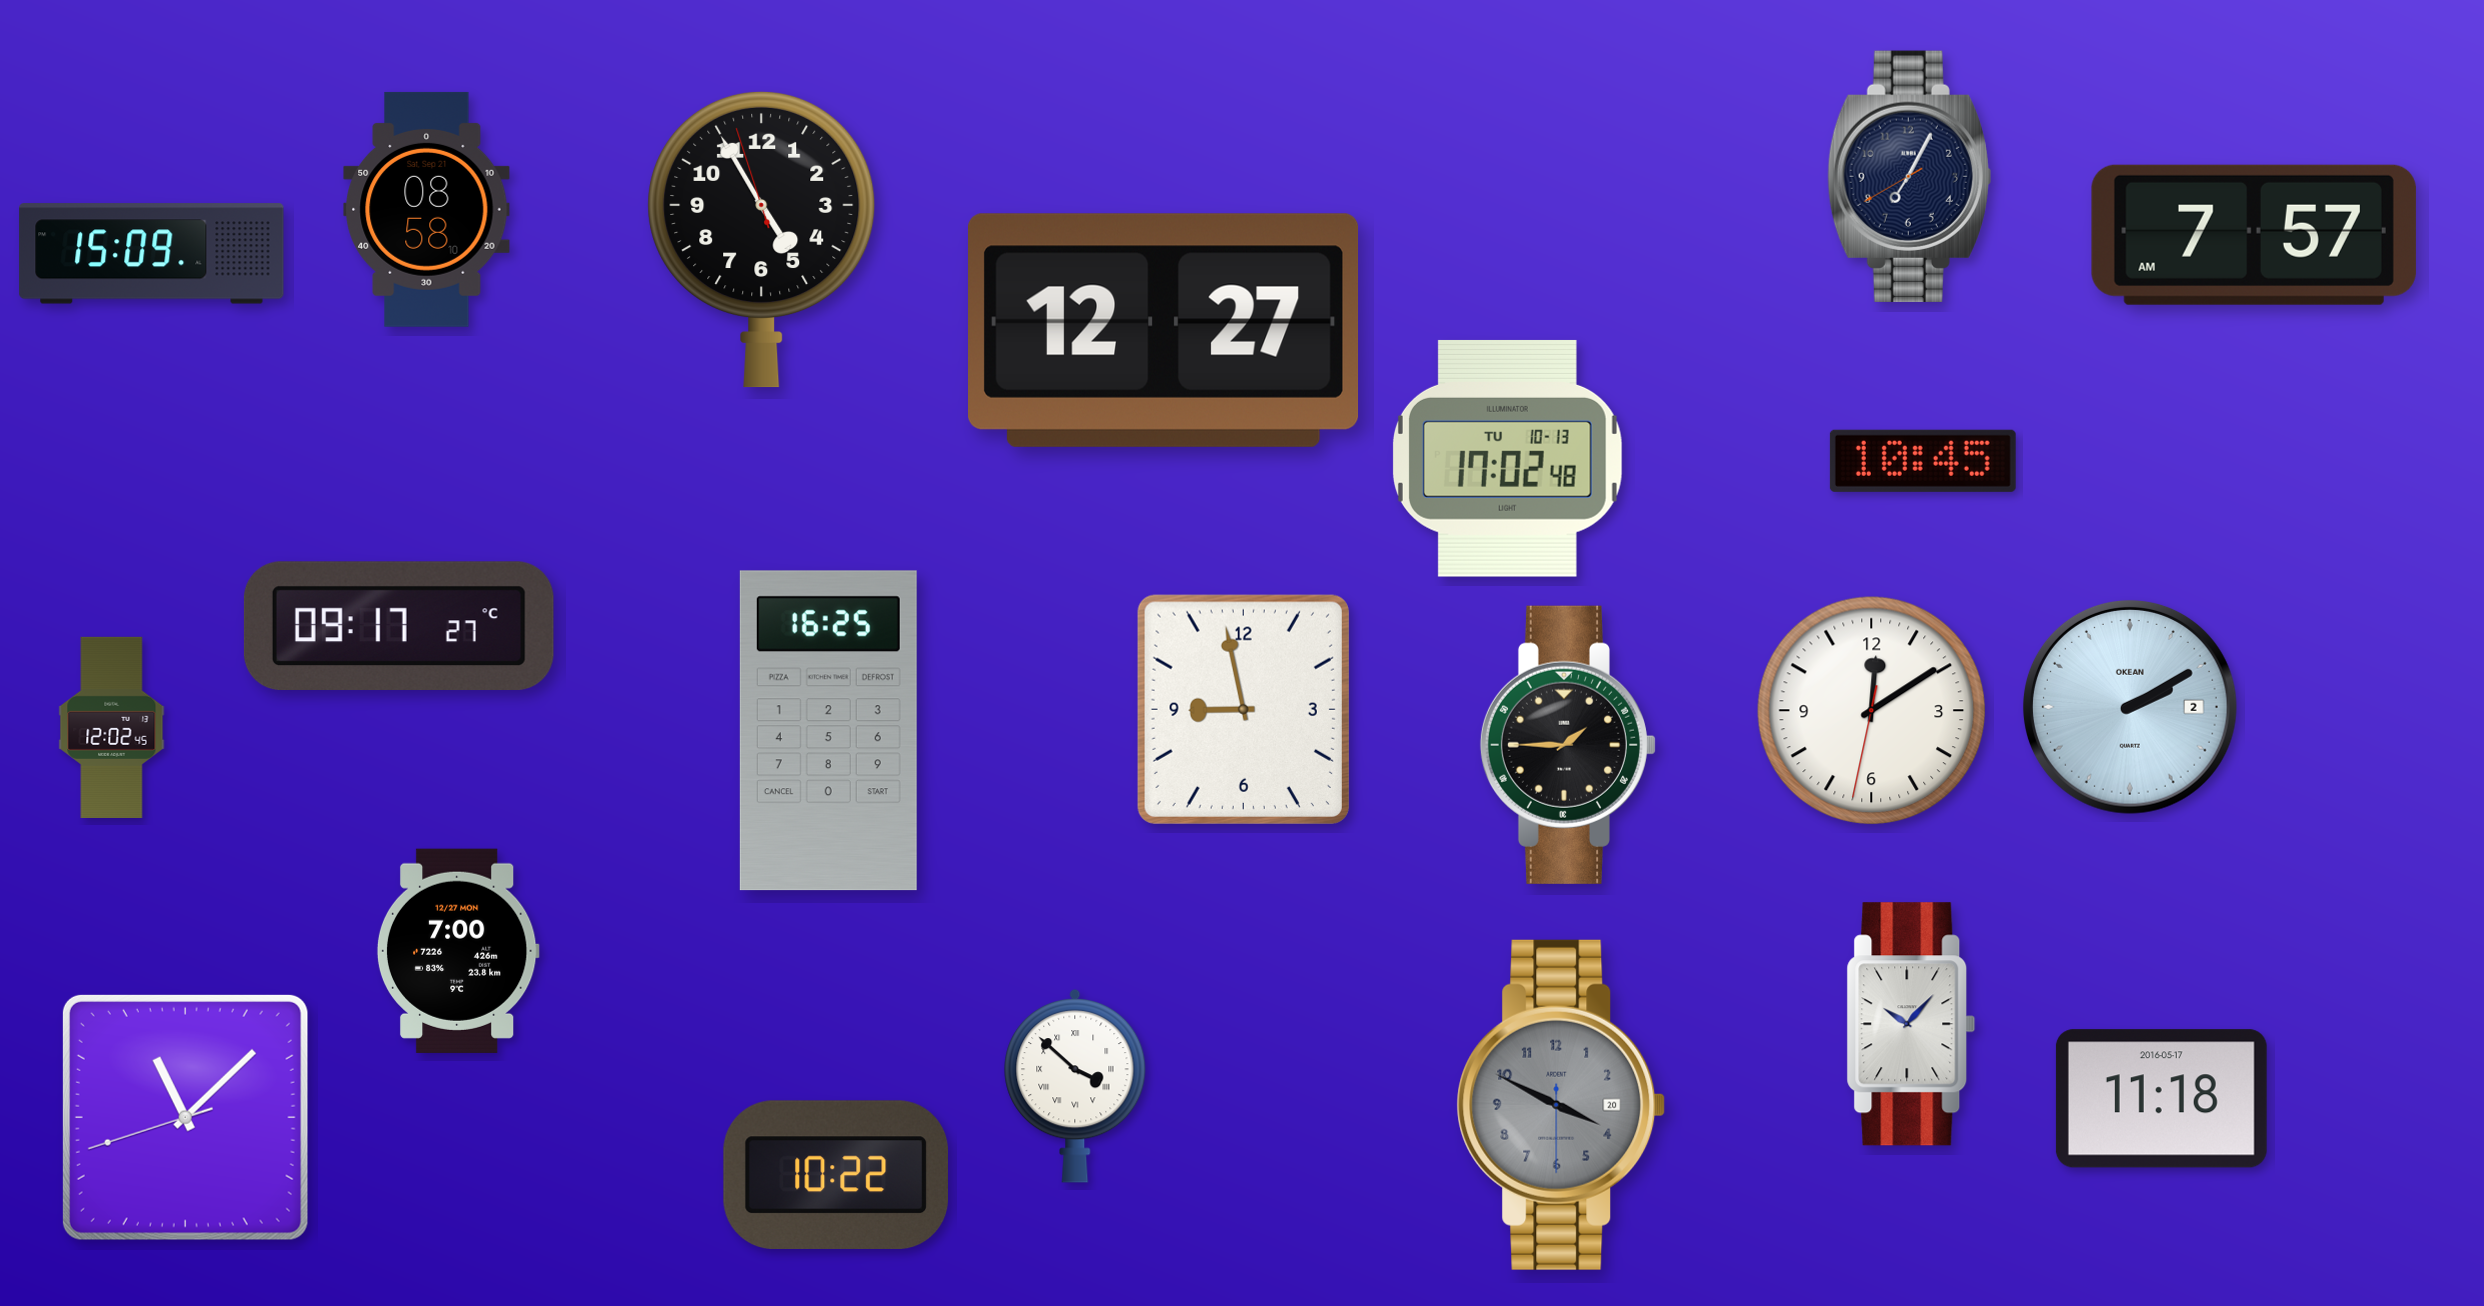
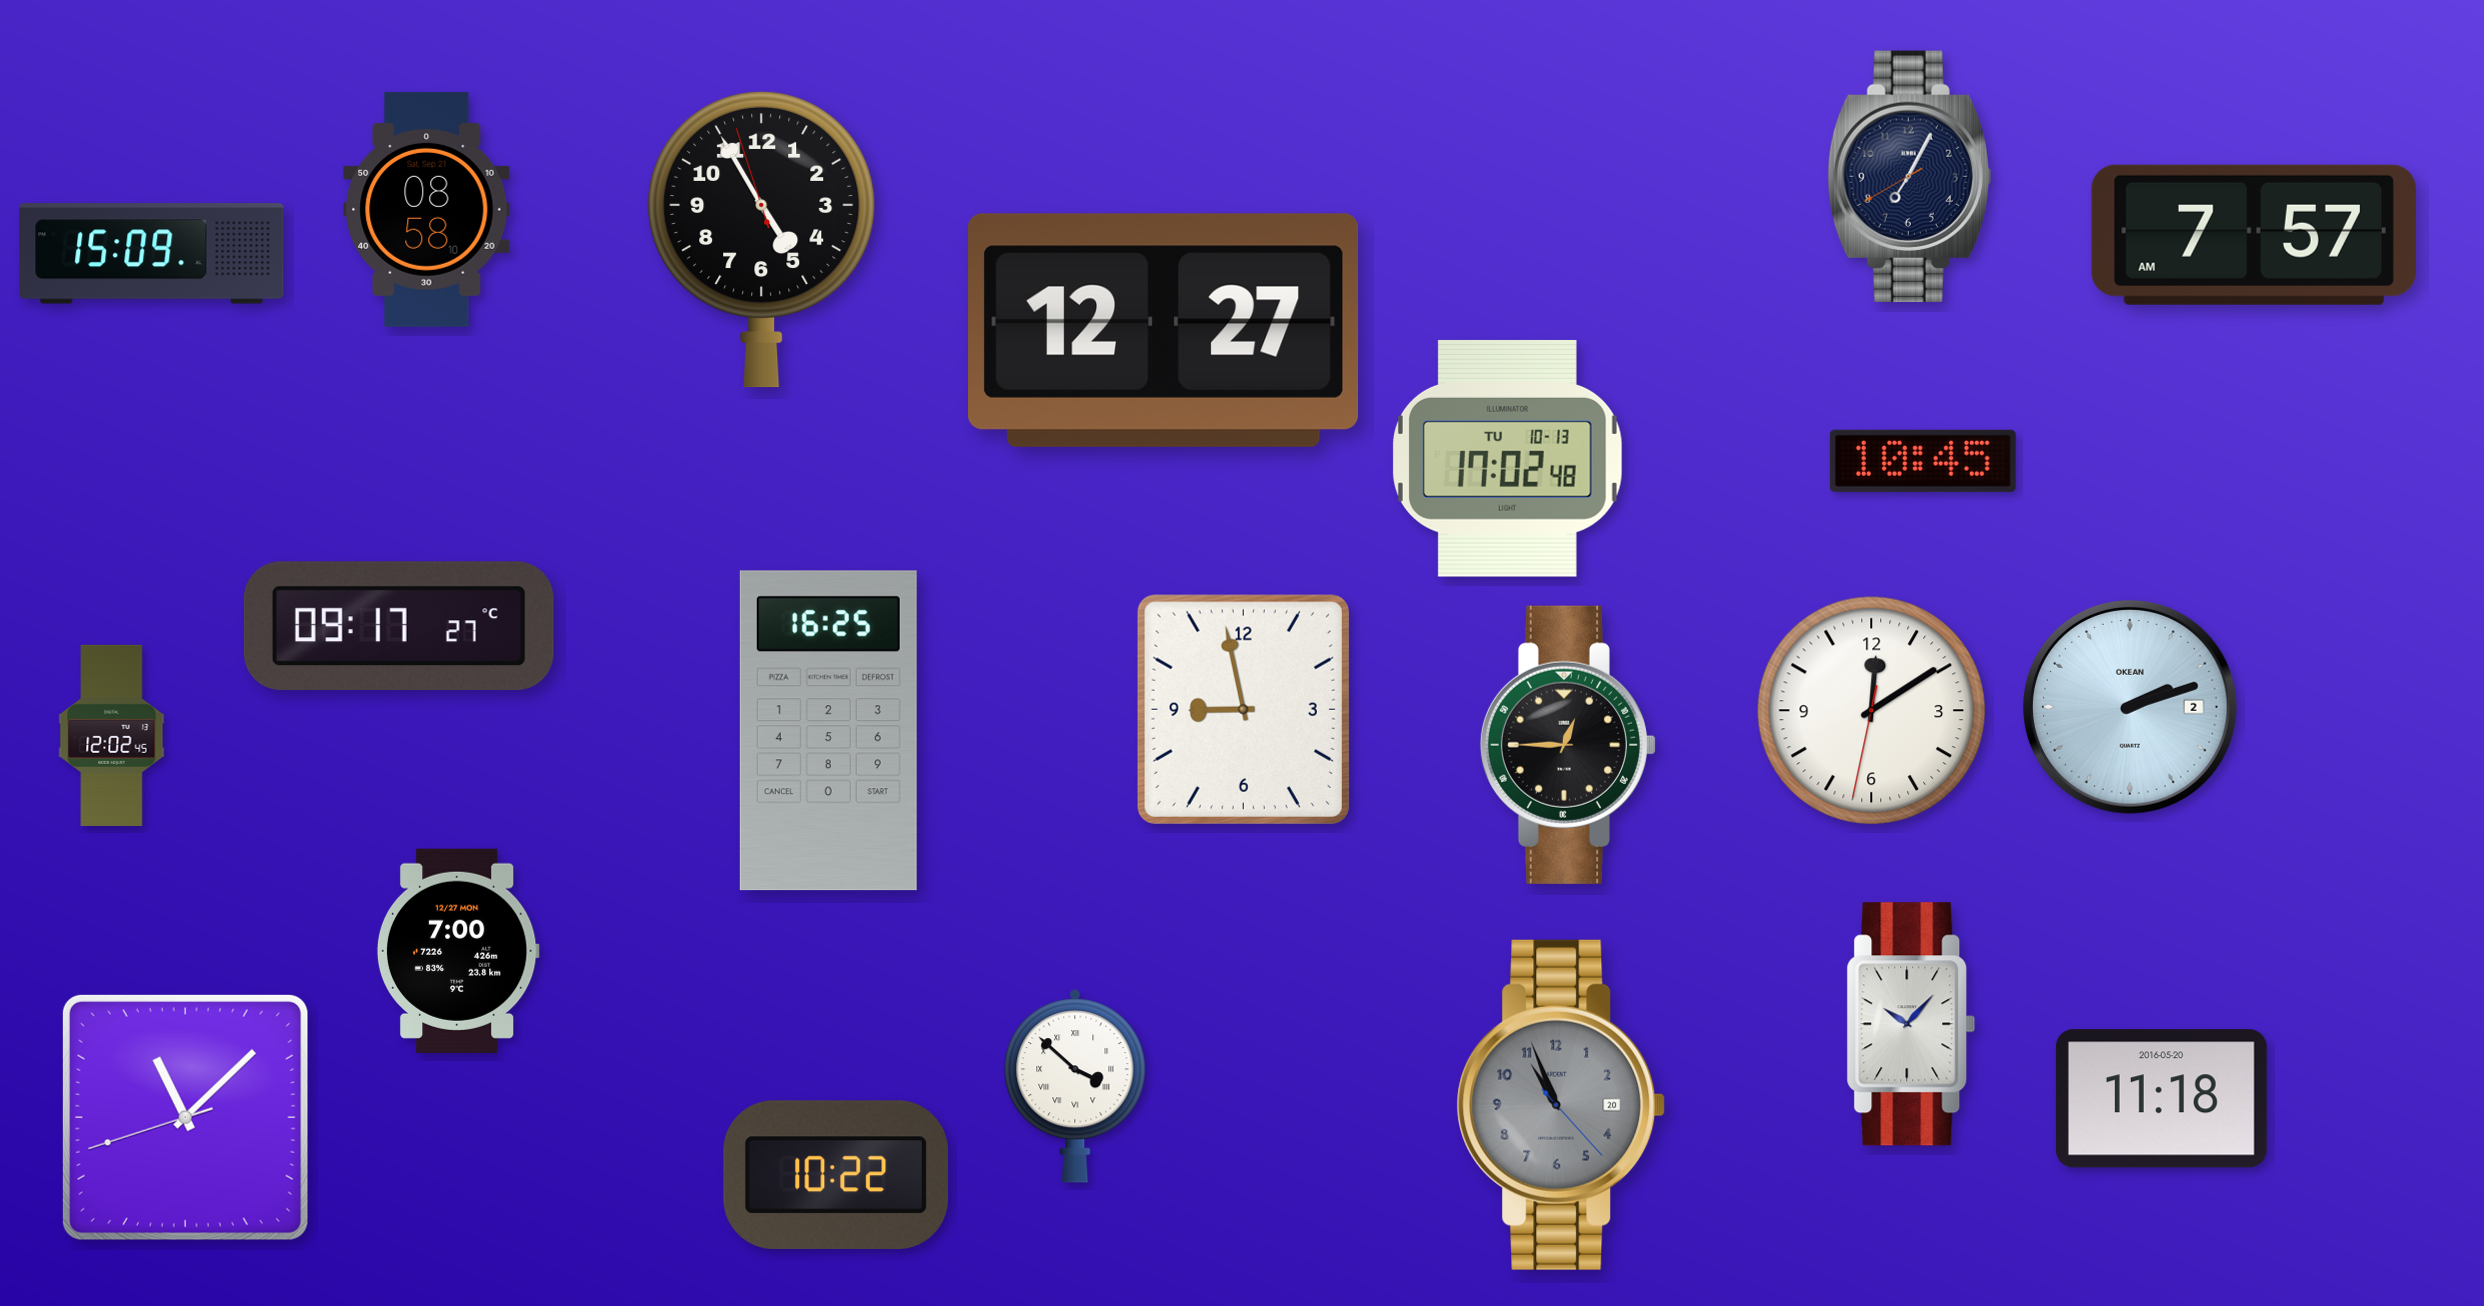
clock at (2130, 707): 2:10 -> 2:12
clock at (112, 727) position: (112, 727) -> (112, 735)
clock at (1567, 745): 1:45 -> 12:45
clock at (2161, 1099) date: 2016-05-17 -> 2016-05-20
clock at (1561, 1105): 3:49 -> 10:56
